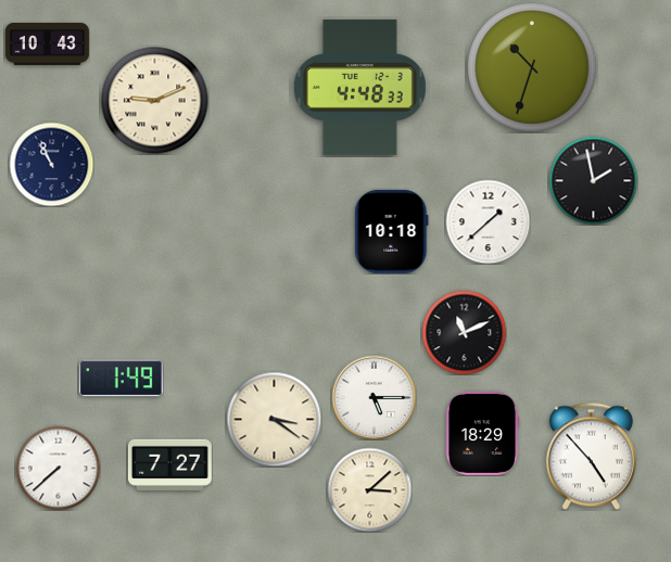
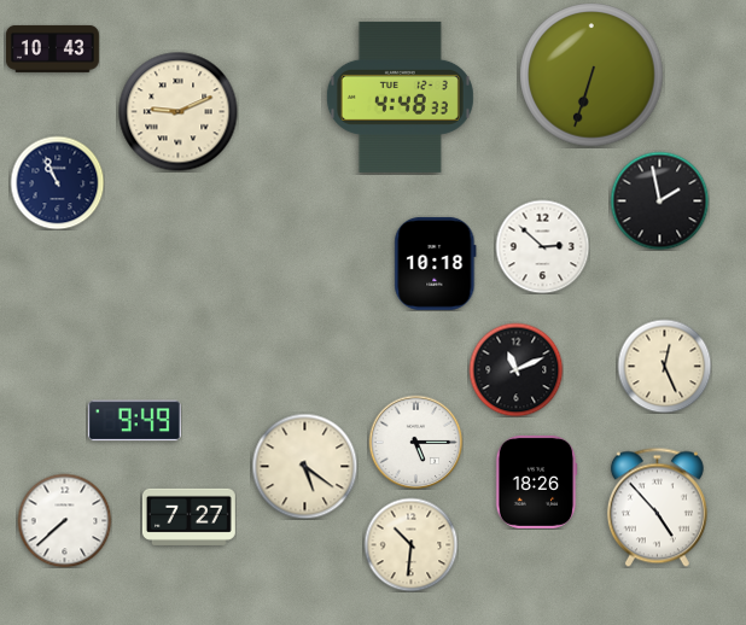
clock at (532, 67): 10:33 -> 6:33
clock at (155, 101) position: (155, 101) -> (179, 112)
clock at (488, 221): 1:38 -> 2:52
clock at (392, 231) position: (392, 231) -> (436, 263)
clock at (664, 366): none -> 12:26
clock at (121, 379): 1:49 -> 9:49
clock at (274, 419): 3:21 -> 5:21
clock at (482, 433): 18:29 -> 18:26
clock at (369, 489): 3:08 -> 10:31
